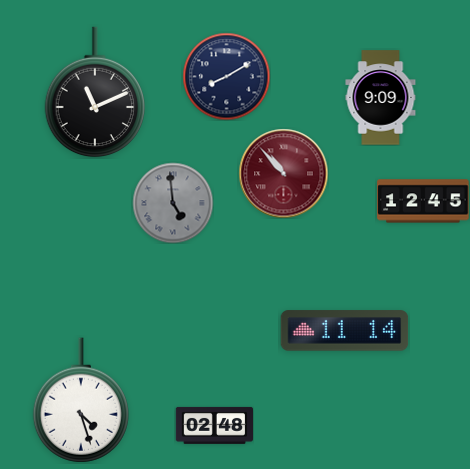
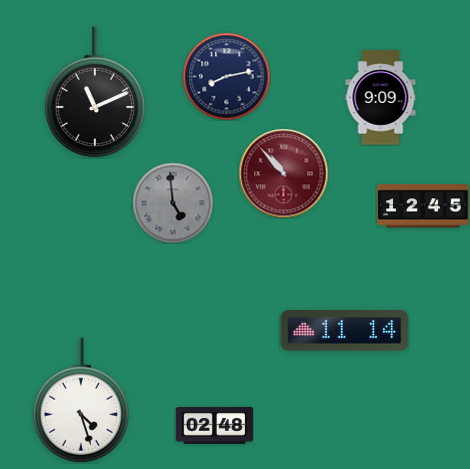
clock at (226, 76): 8:10 -> 8:13
clock at (423, 201) position: (423, 201) -> (423, 206)
